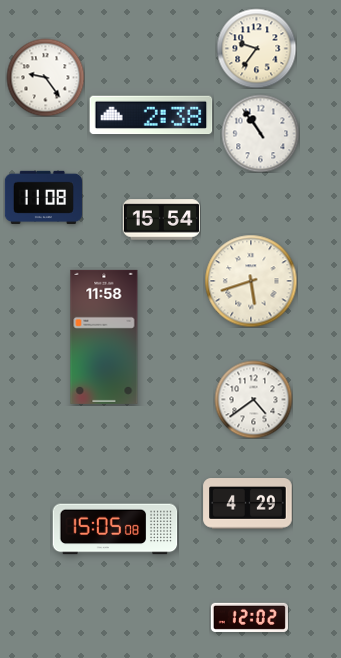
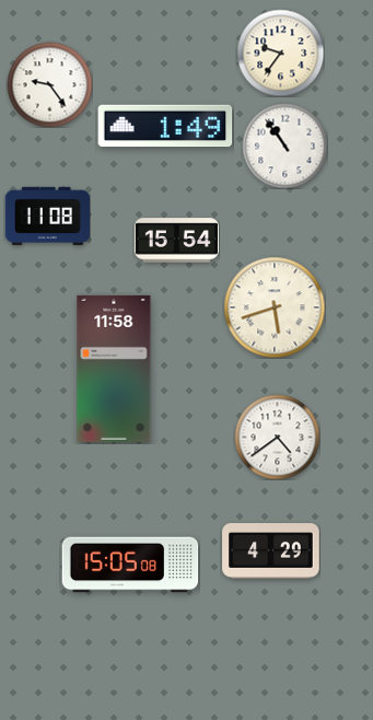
clock at (151, 115): 2:38 -> 1:49
clock at (115, 529) position: (115, 529) -> (130, 565)
clock at (249, 617): 12:02 -> none
